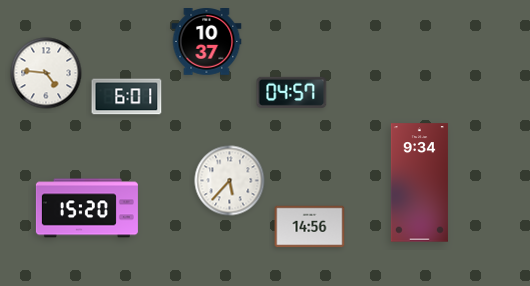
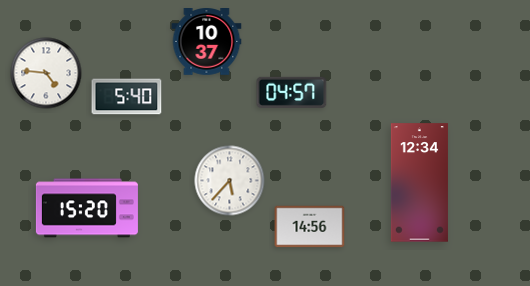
clock at (127, 97): 6:01 -> 5:40
clock at (419, 183): 9:34 -> 12:34
